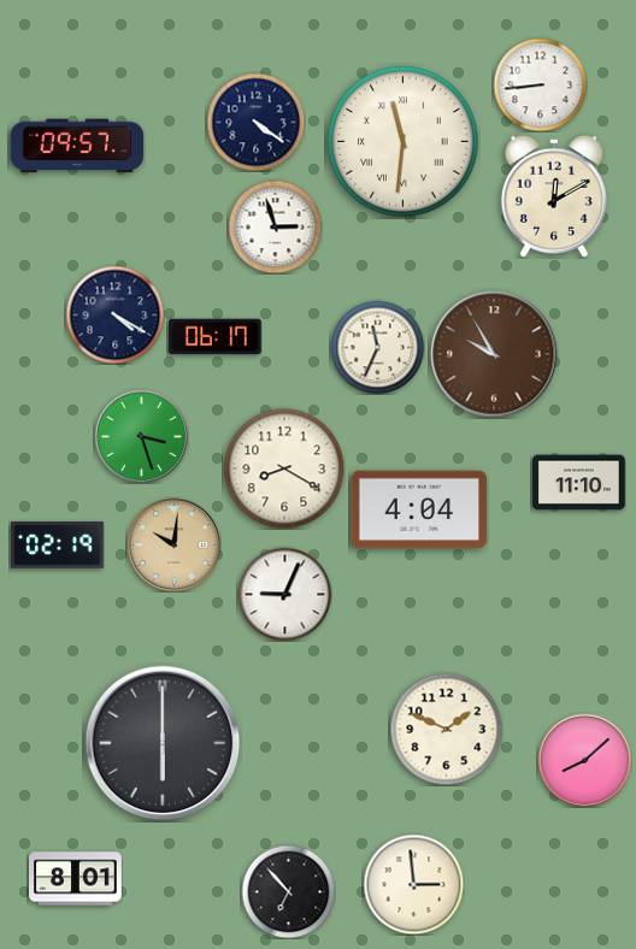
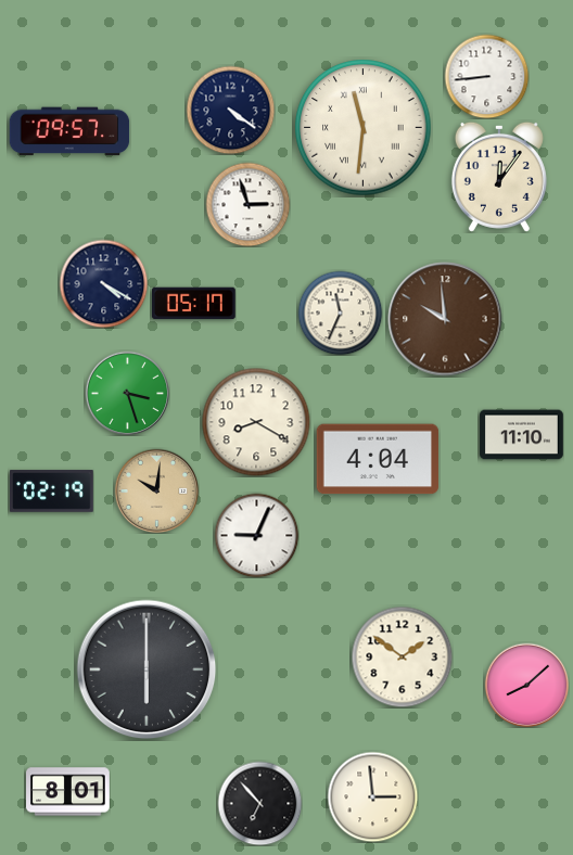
clock at (554, 196): 12:10 -> 12:06
clock at (216, 337): 06:17 -> 05:17
clock at (494, 354): 9:55 -> 9:59
clock at (446, 729): 1:49 -> 1:51
